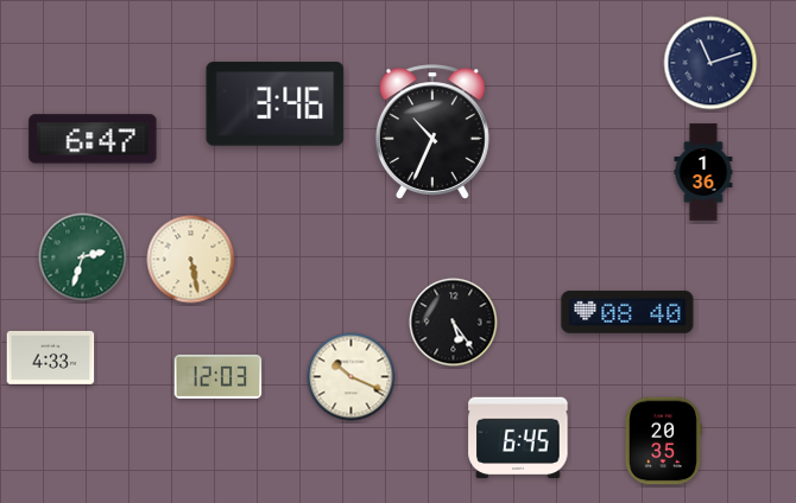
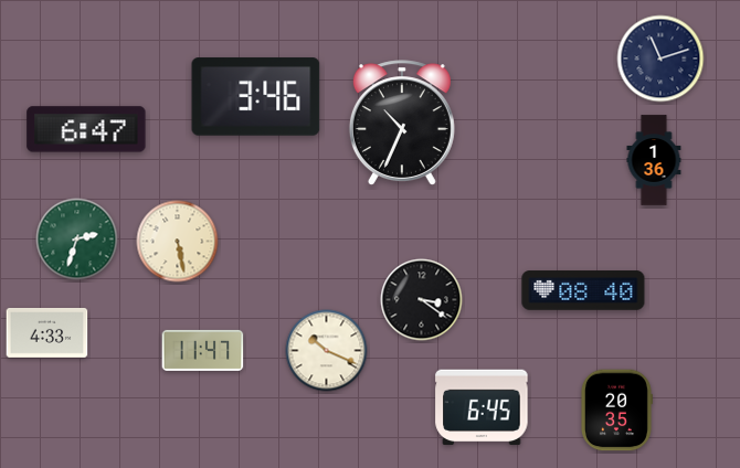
clock at (454, 323): 5:24 -> 3:21
clock at (219, 376): 12:03 -> 11:47
